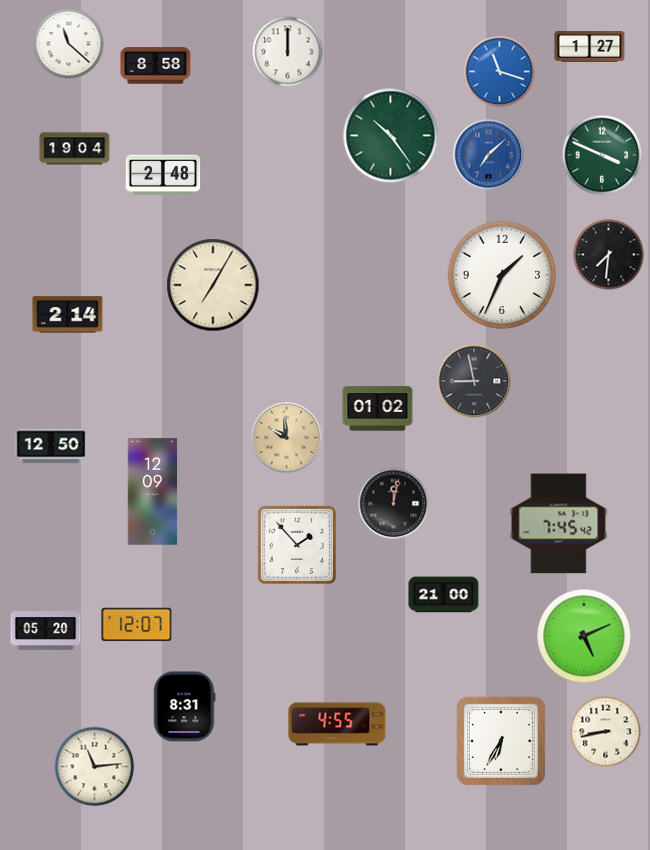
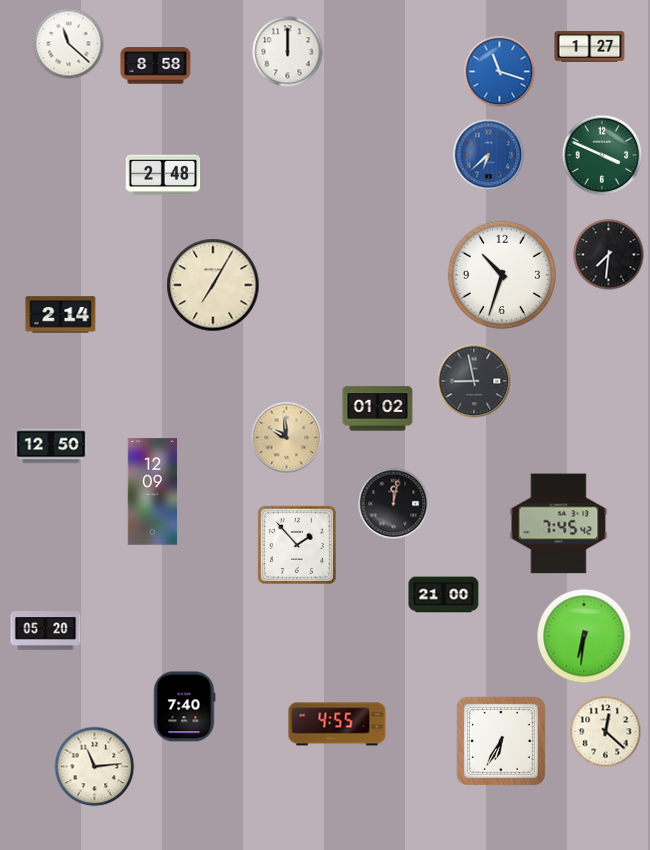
clock at (391, 136): 10:24 -> none
clock at (75, 149): 19:04 -> none
clock at (489, 155): 7:08 -> 6:38
clock at (502, 275): 1:34 -> 10:33
clock at (68, 315) position: (68, 315) -> (61, 315)
clock at (137, 625): 12:07 -> none
clock at (584, 636): 5:11 -> 6:31
clock at (184, 707): 8:31 -> 7:40
clock at (606, 732): 8:43 -> 12:22
